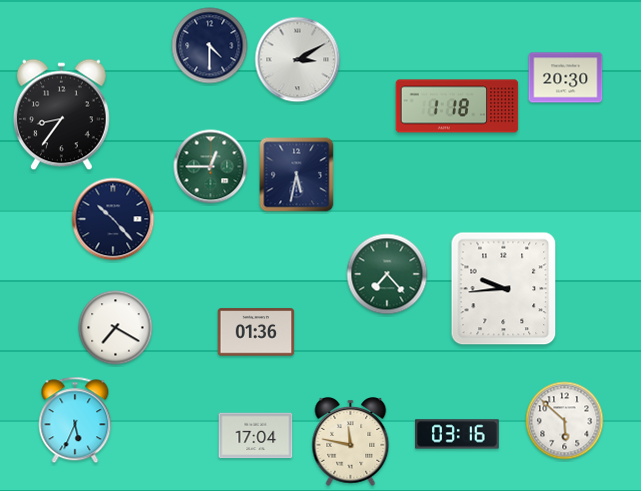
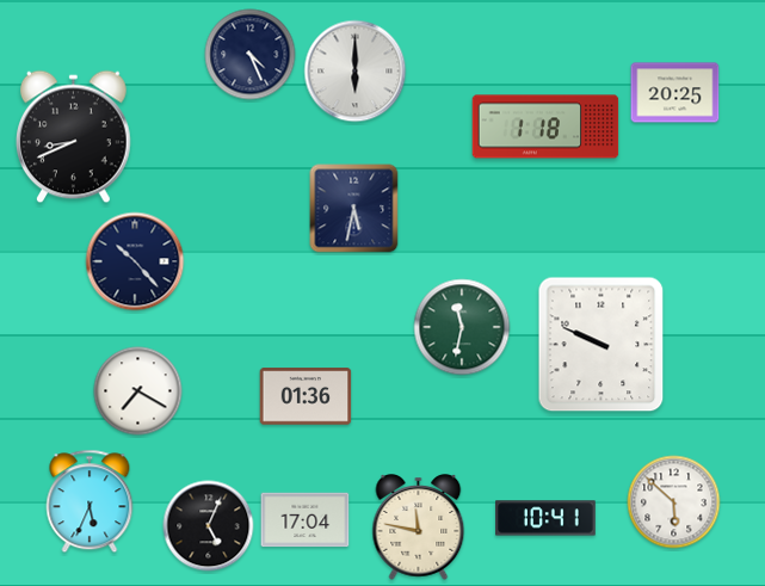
clock at (210, 46): 4:30 -> 4:26
clock at (298, 60): 3:10 -> 6:00
clock at (566, 78): 20:30 -> 20:25
clock at (62, 115): 8:36 -> 8:41
clock at (211, 167): 12:45 -> none
clock at (387, 274): 7:23 -> 11:32
clock at (504, 289): 9:44 -> 9:49
clock at (457, 434): 03:16 -> 10:41
clock at (209, 526): none -> 5:04
